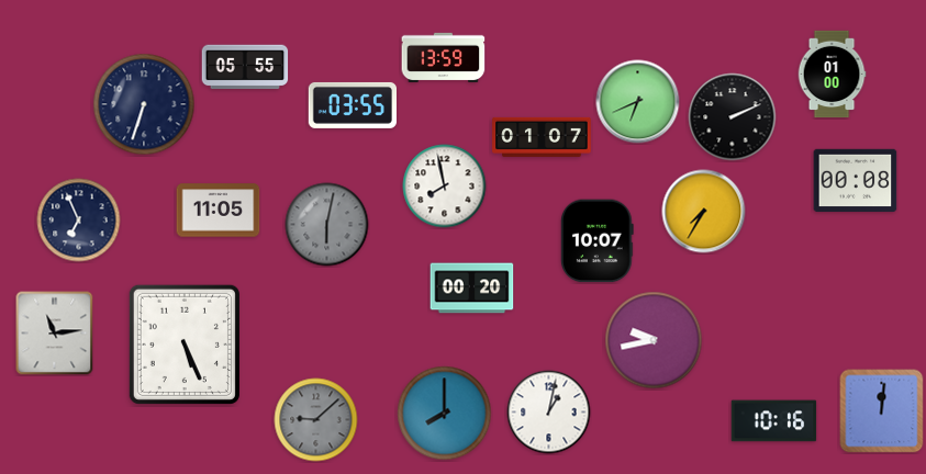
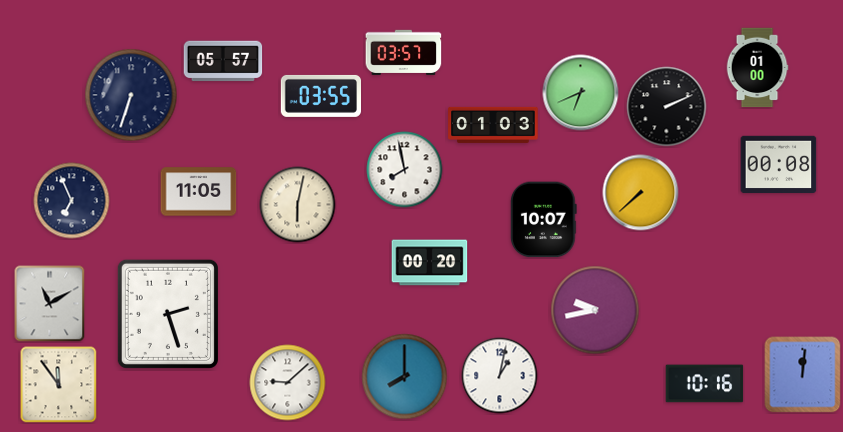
clock at (444, 57): 13:59 -> 03:57
clock at (245, 67): 05:55 -> 05:57
clock at (542, 137): 01:07 -> 01:03
clock at (704, 212): 7:35 -> 7:38
clock at (327, 225) dial: grey -> cream
clock at (55, 334): 11:14 -> 11:10
clock at (185, 345): 5:26 -> 2:27
clock at (316, 420) dial: grey -> white
clock at (59, 385): none -> 11:54
